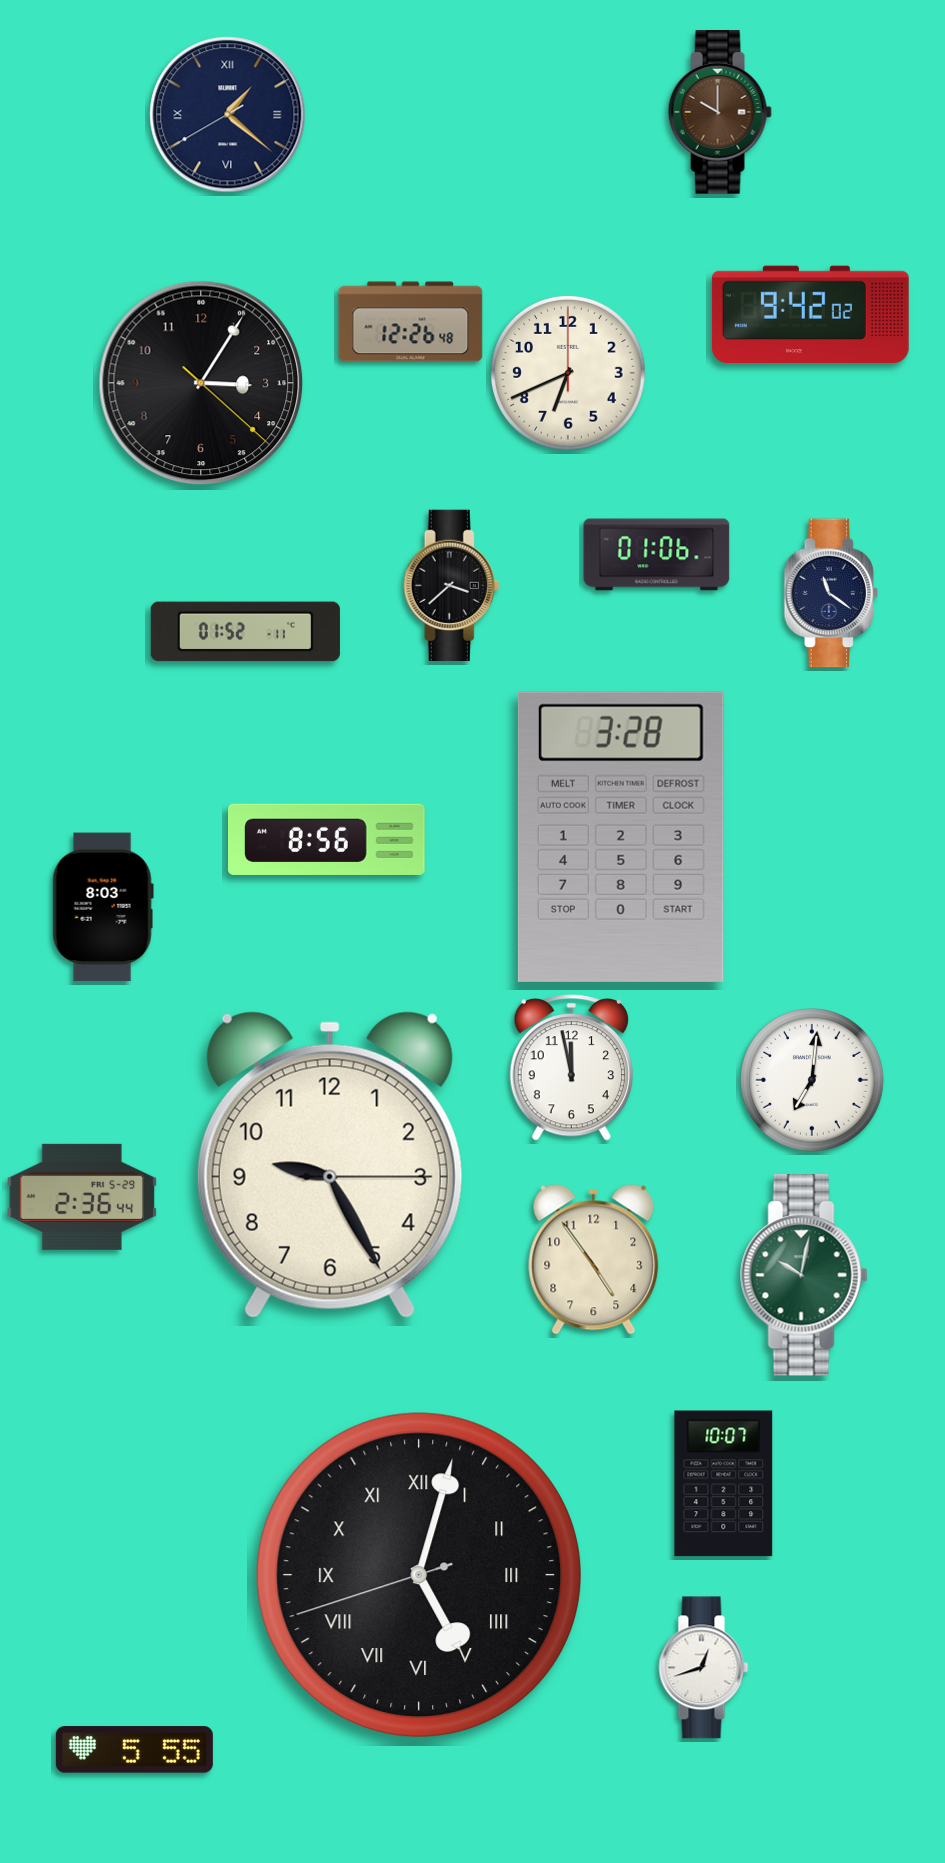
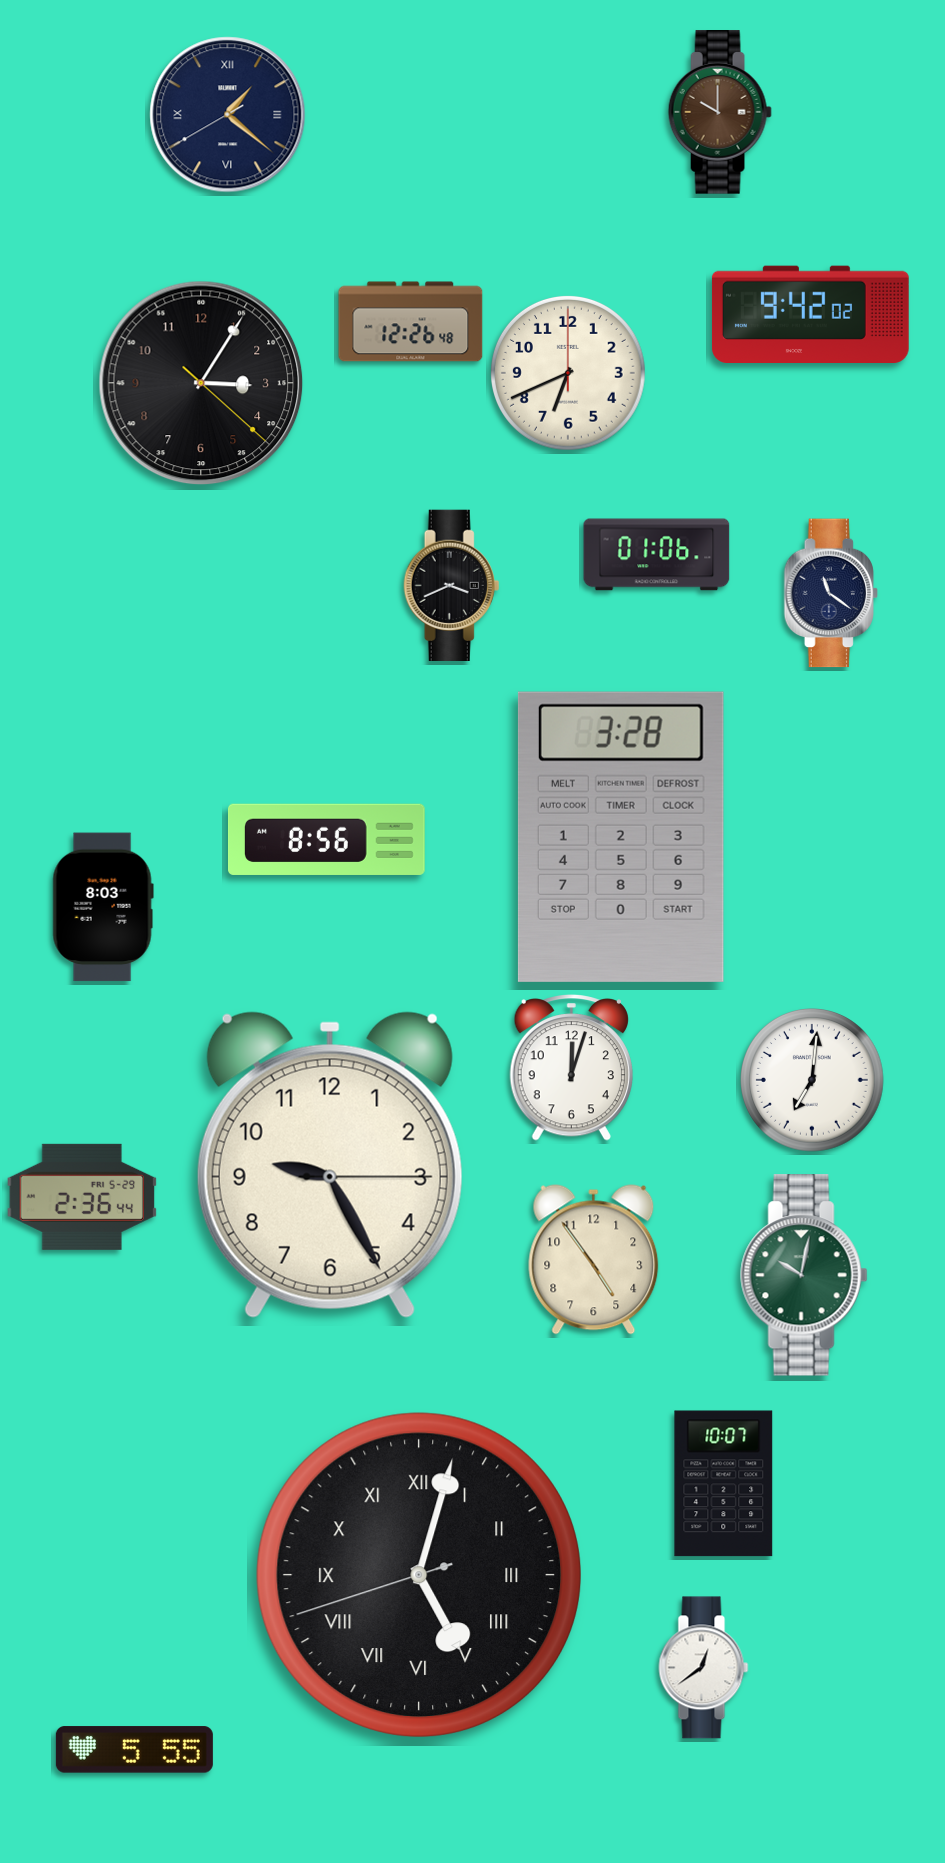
clock at (452, 585): 3:38 -> 3:41
clock at (245, 632): 01:52 -> none
clock at (571, 1068): 11:58 -> 12:03
clock at (704, 1668): 12:42 -> 12:39
